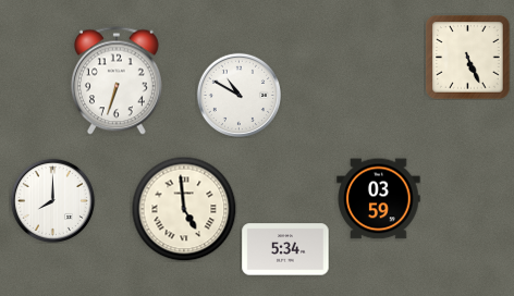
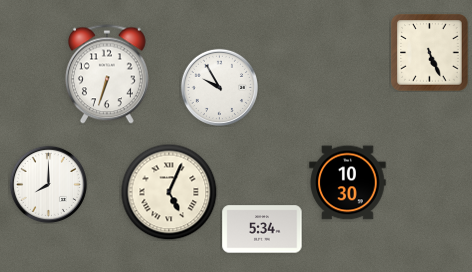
clock at (238, 95): 10:50 -> 9:55
clock at (379, 199): 03:59 -> 10:30
clock at (184, 209): 4:59 -> 5:04
